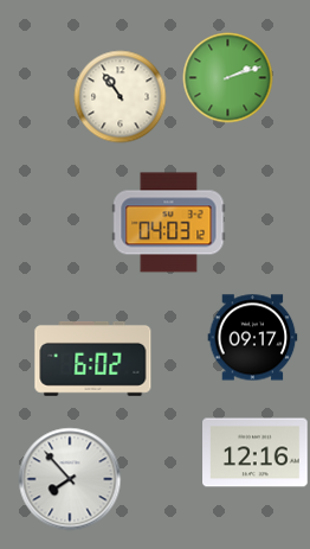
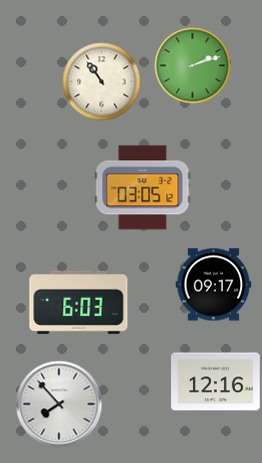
clock at (169, 223): 04:03 -> 03:05
clock at (93, 358): 6:02 -> 6:03
